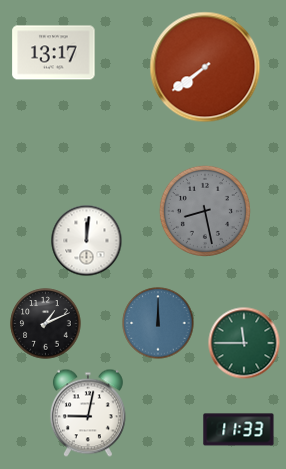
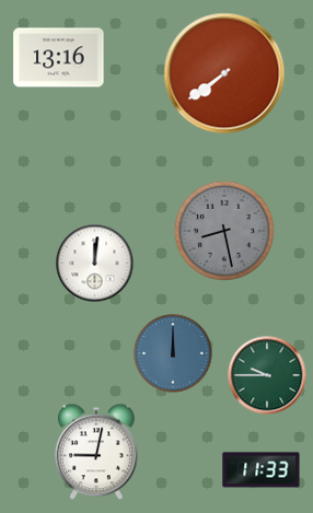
clock at (54, 53): 13:17 -> 13:16
clock at (46, 324): 1:11 -> none
clock at (244, 343): 11:45 -> 9:45
